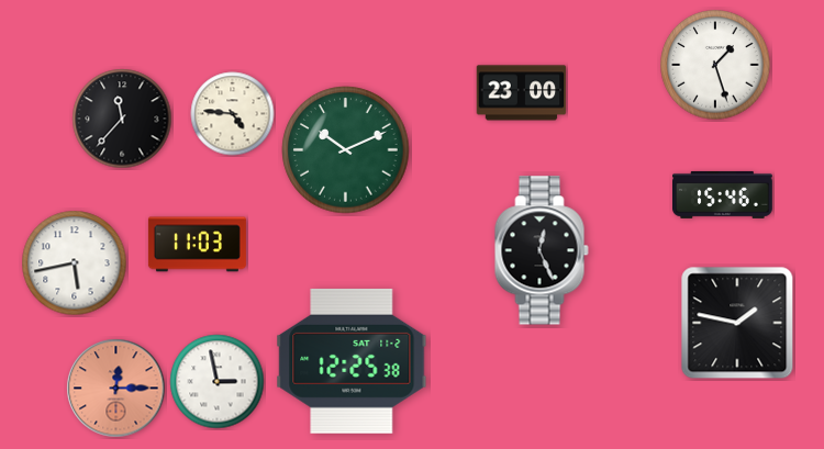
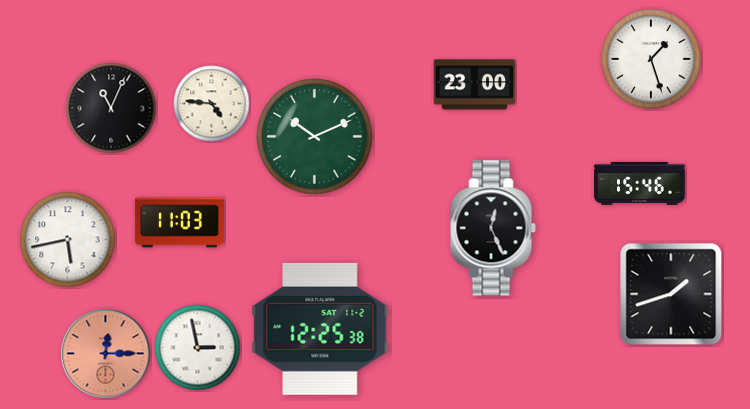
clock at (122, 119): 11:37 -> 11:04
clock at (723, 194) position: (723, 194) -> (640, 183)
clock at (737, 323): 1:47 -> 1:42
